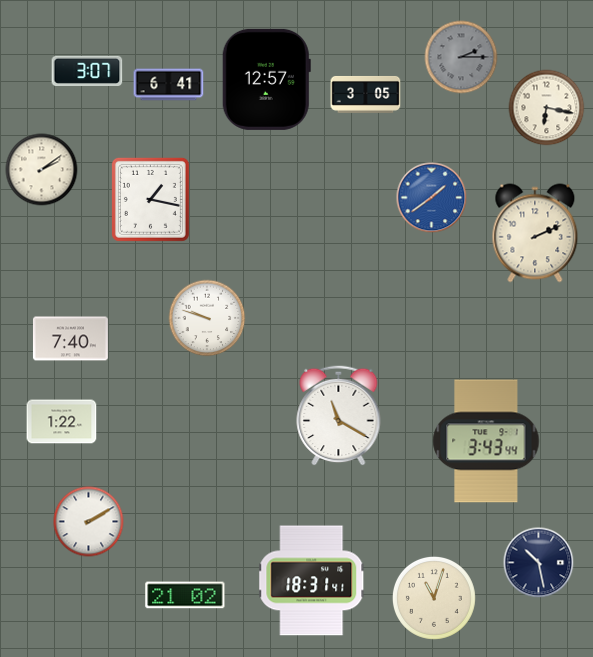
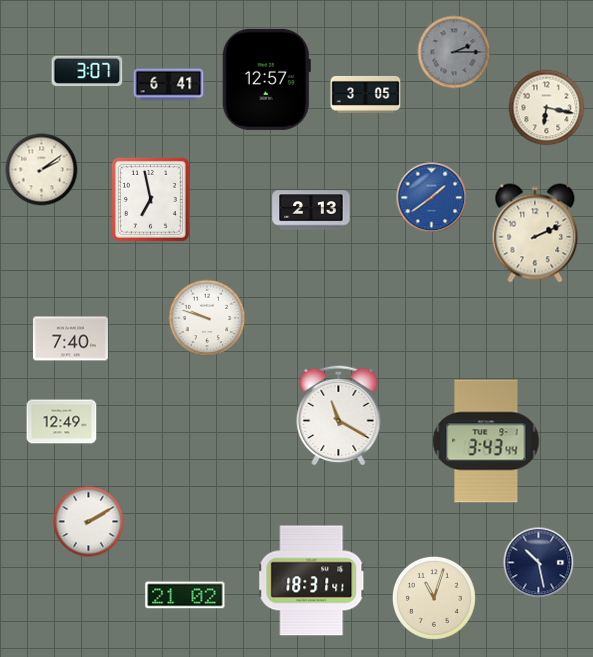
clock at (461, 57) position: (461, 57) -> (454, 52)
clock at (150, 199): 1:17 -> 6:58
clock at (311, 210): none -> 2:13
clock at (62, 422): 1:22 -> 12:49
